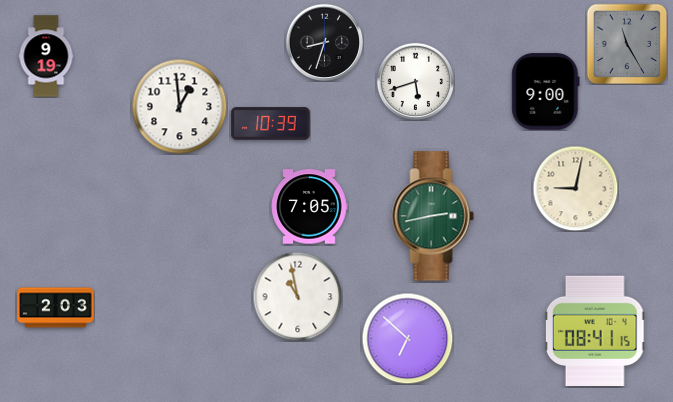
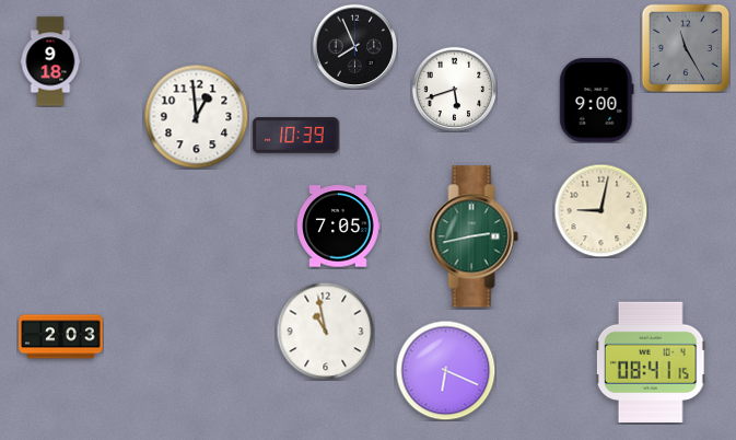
clock at (324, 42): 8:33 -> 7:56
clock at (46, 56): 9:19 -> 9:18
clock at (575, 188) position: (575, 188) -> (600, 210)
clock at (297, 296) position: (297, 296) -> (325, 331)
clock at (407, 338): 6:52 -> 6:19
